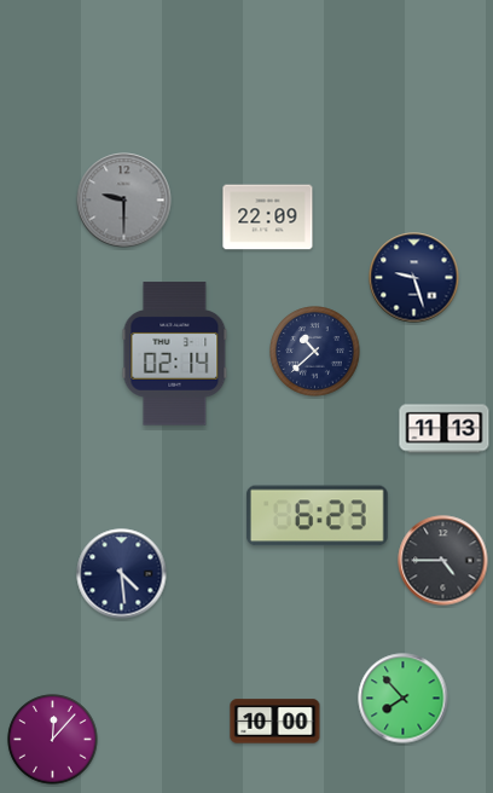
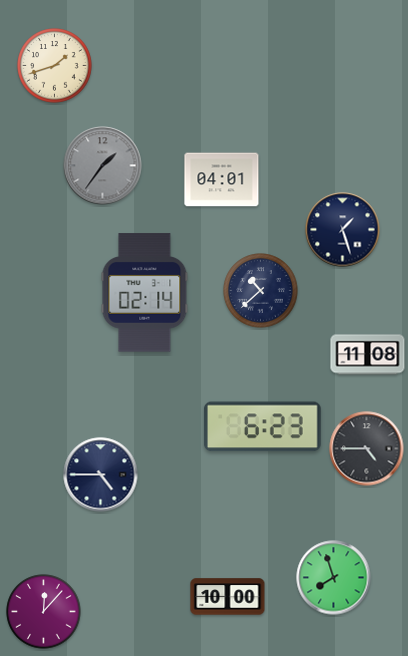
clock at (55, 66): none -> 1:42
clock at (124, 201): 9:30 -> 1:36
clock at (268, 218): 22:09 -> 04:01
clock at (414, 278): 9:27 -> 1:27
clock at (445, 429): 11:13 -> 11:08
clock at (443, 561) position: (443, 561) -> (367, 449)
clock at (122, 574): 4:29 -> 4:45
clock at (404, 699): 7:53 -> 7:57
